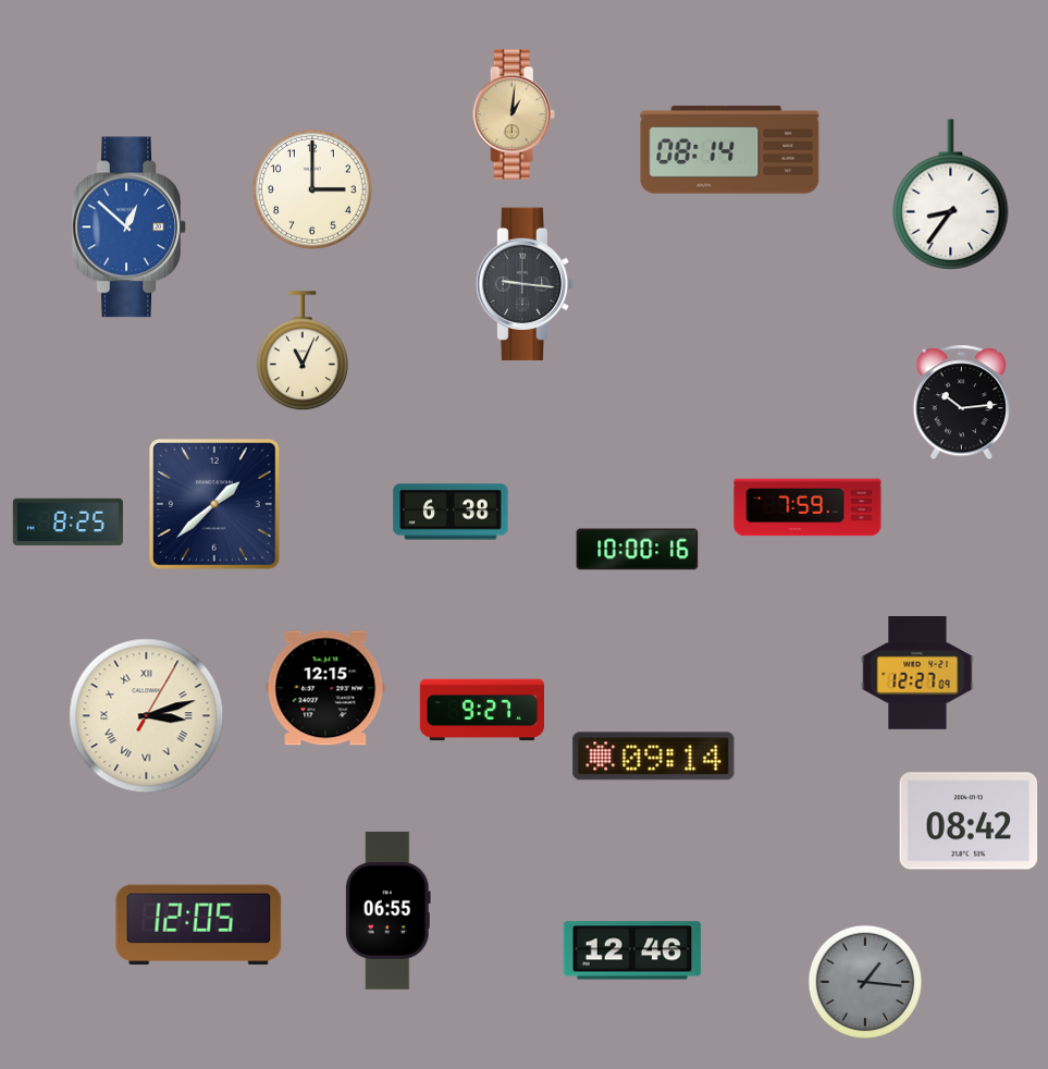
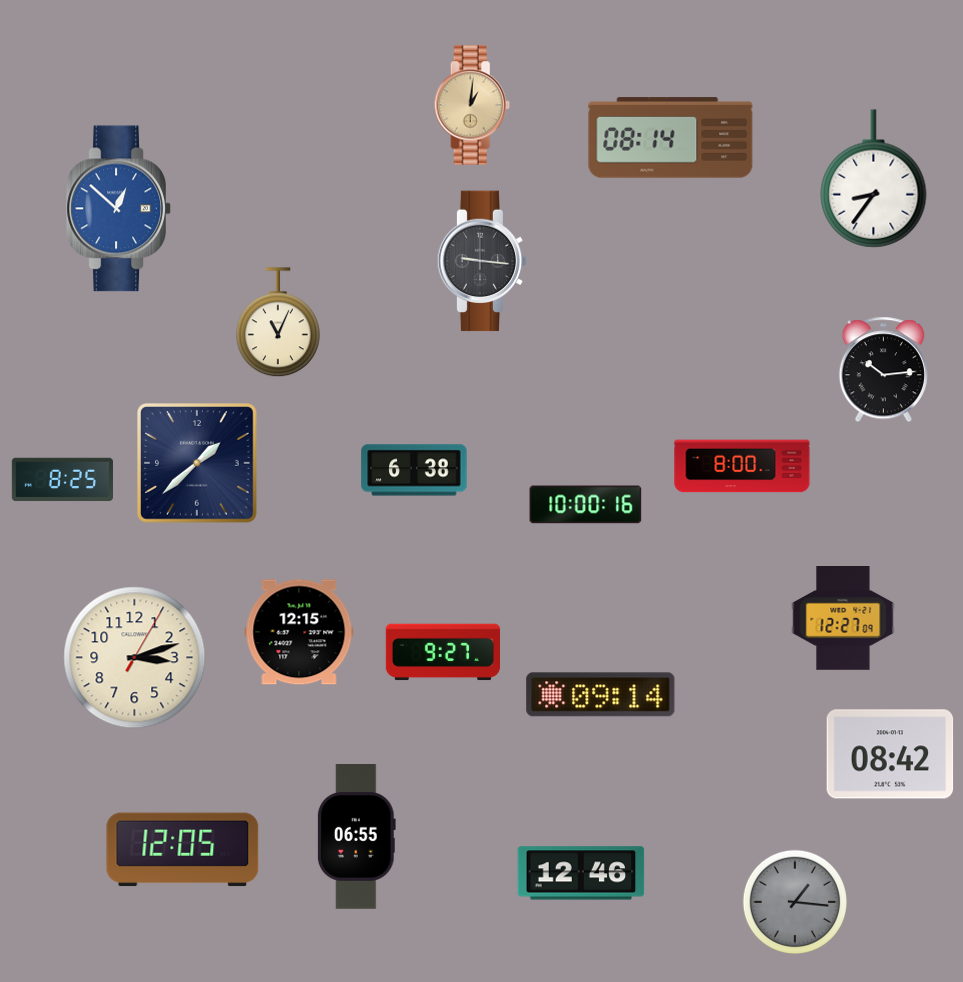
clock at (313, 191): 3:00 -> none
clock at (807, 507): 7:59 -> 8:00
clock at (147, 716) numerals: Roman -> Arabic
